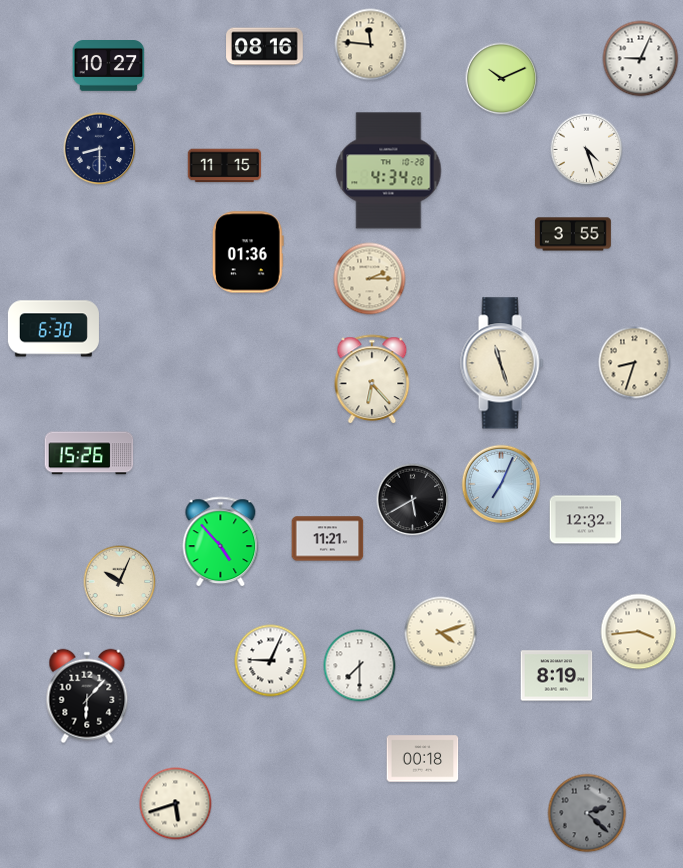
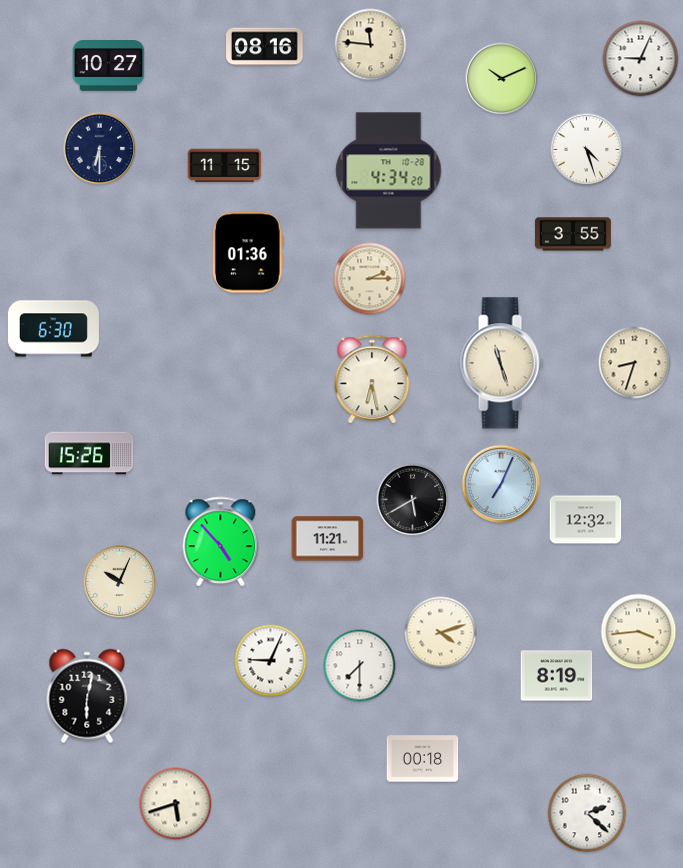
clock at (100, 149): 8:30 -> 6:30
clock at (372, 379): 6:23 -> 6:28
clock at (87, 696): 6:07 -> 6:02
clock at (587, 813) dial: grey -> white
